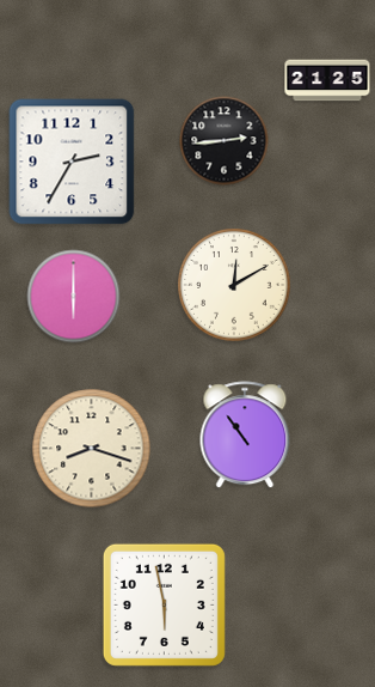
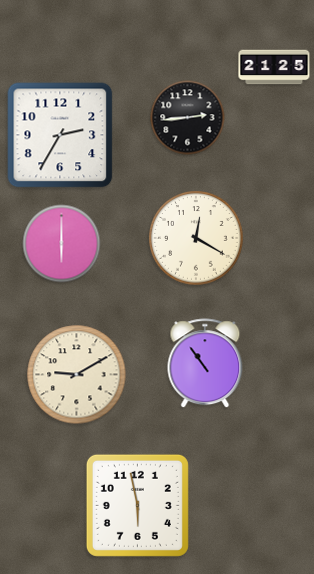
clock at (234, 285): 12:10 -> 12:20
clock at (74, 297) position: (74, 297) -> (62, 244)
clock at (92, 449): 8:18 -> 9:10
